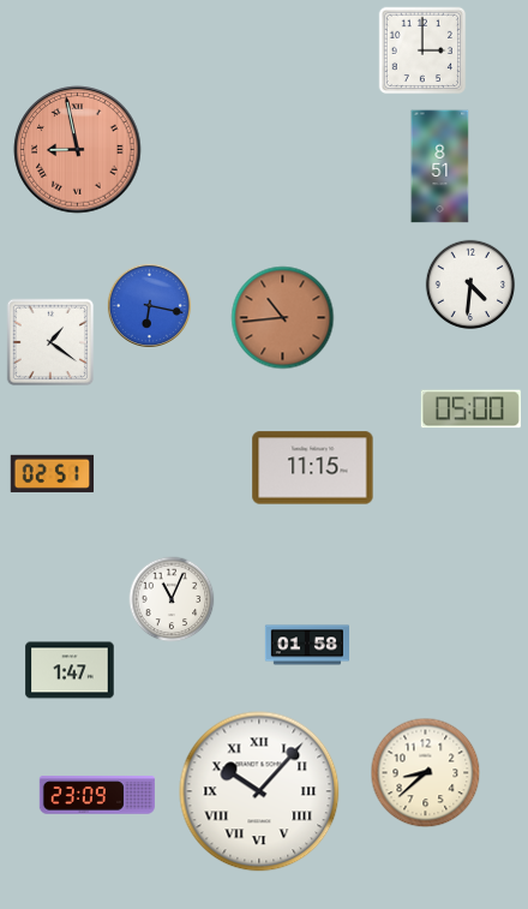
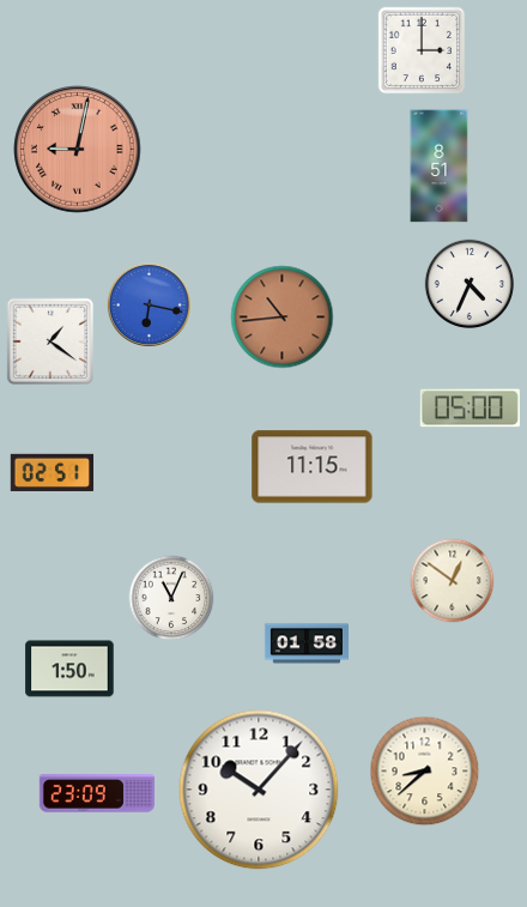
clock at (78, 150): 8:58 -> 9:02
clock at (469, 283): 4:31 -> 4:34
clock at (453, 581): none -> 12:51
clock at (70, 670): 1:47 -> 1:50
clock at (259, 791) numerals: Roman -> Arabic
